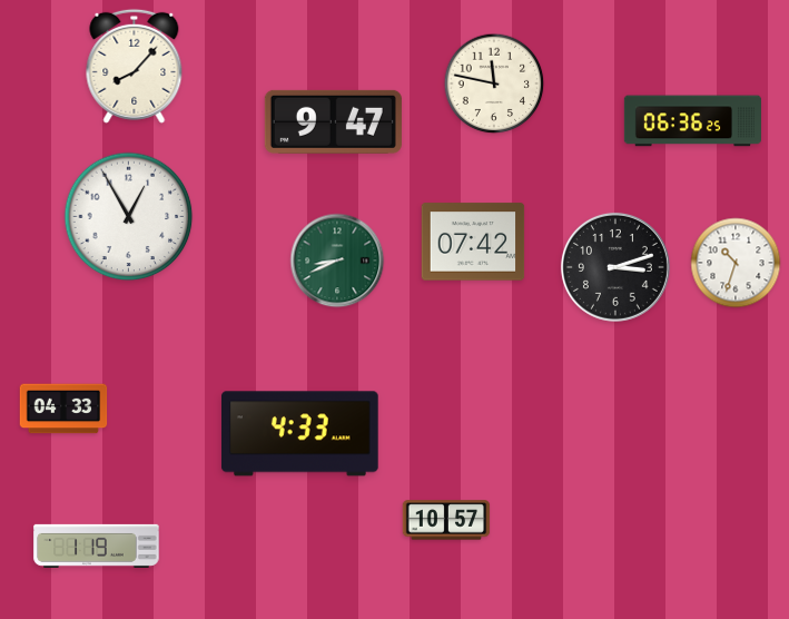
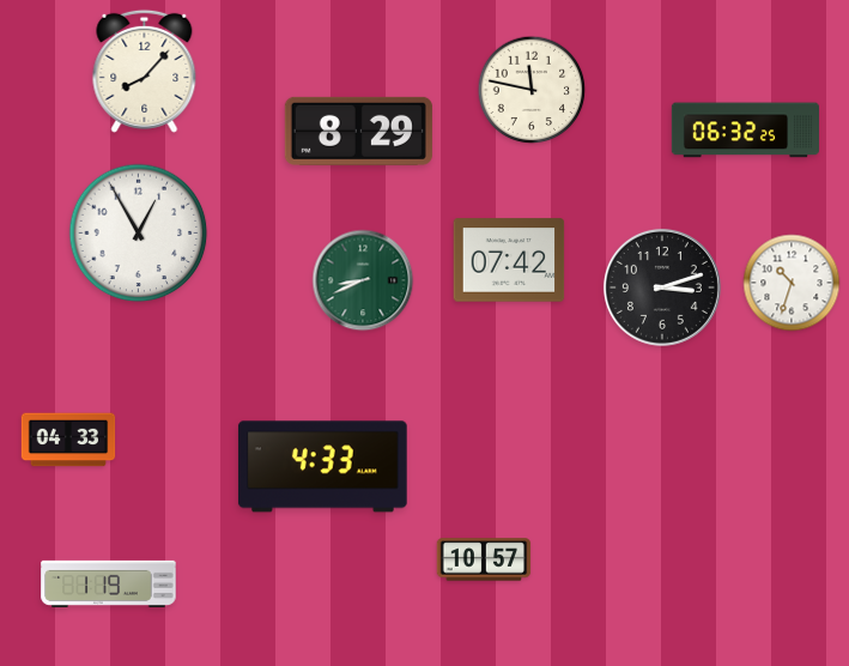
clock at (333, 121): 9:47 -> 8:29
clock at (692, 121): 06:36 -> 06:32
clock at (446, 520) position: (446, 520) -> (484, 559)
clock at (97, 546) position: (97, 546) -> (109, 583)
